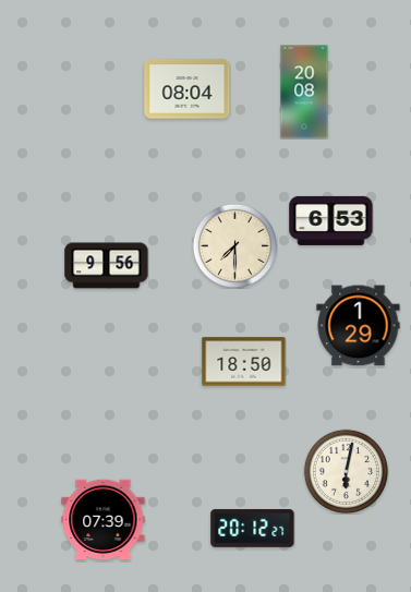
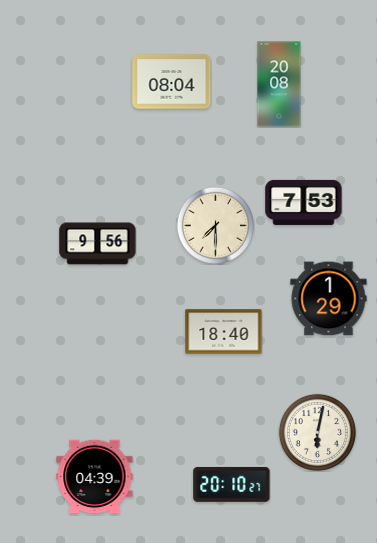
clock at (331, 220): 6:53 -> 7:53
clock at (244, 362): 18:50 -> 18:40
clock at (104, 520): 07:39 -> 04:39
clock at (253, 529): 20:12 -> 20:10
